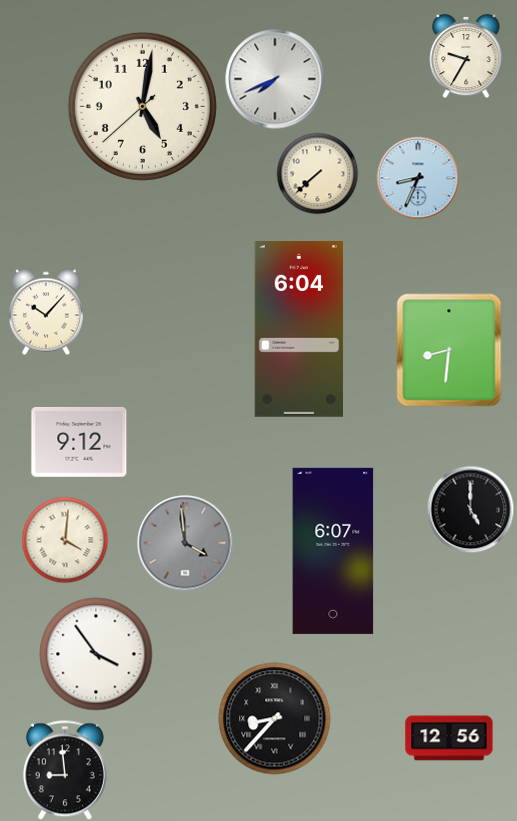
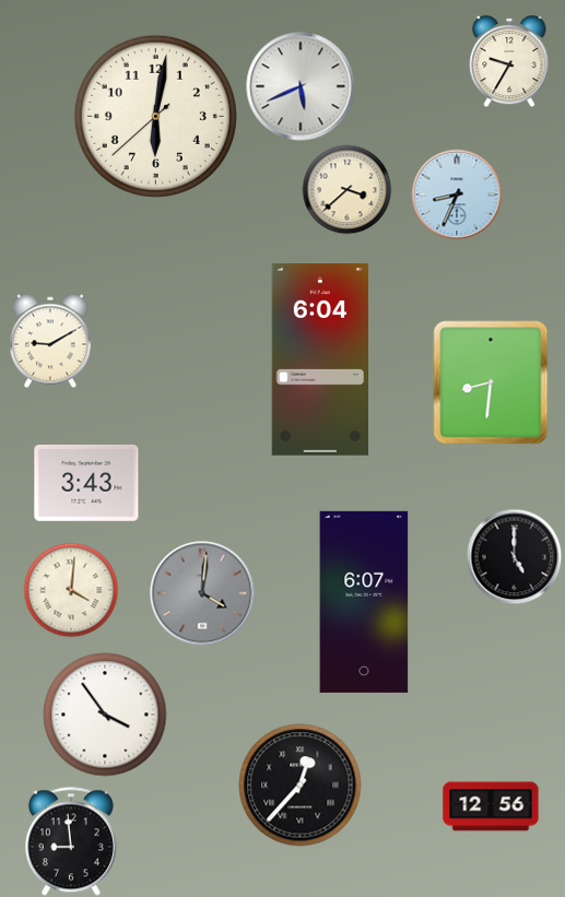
clock at (275, 79): 7:41 -> 5:41
clock at (142, 106): 5:01 -> 6:01
clock at (317, 173): 7:38 -> 3:38
clock at (46, 312): 10:07 -> 9:10
clock at (298, 330) position: (298, 330) -> (319, 361)
clock at (79, 442): 9:12 -> 3:43
clock at (185, 543): 3:59 -> 4:01
clock at (275, 719): 8:37 -> 12:37
